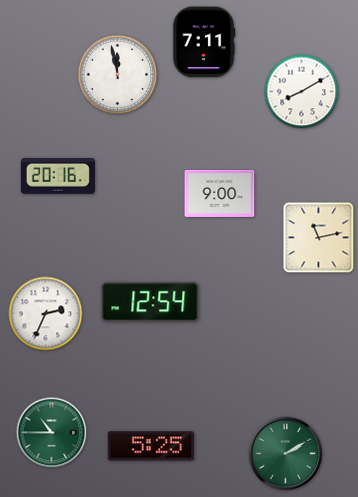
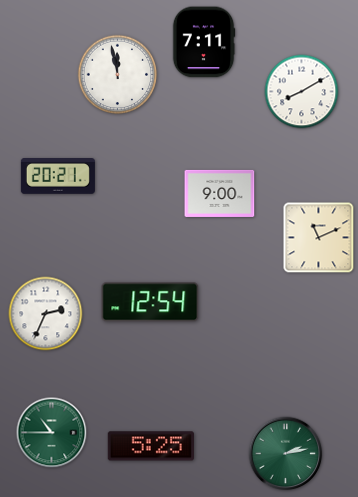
clock at (58, 177): 20:16 -> 20:21
clock at (319, 238): 11:13 -> 11:11
clock at (286, 454): 2:10 -> 2:13
